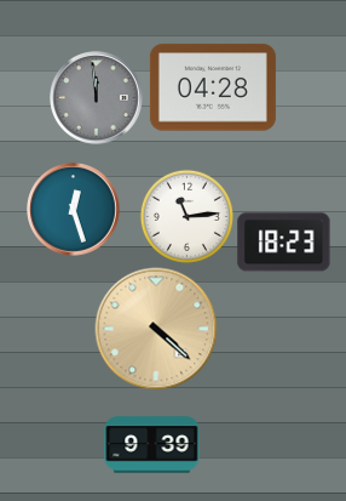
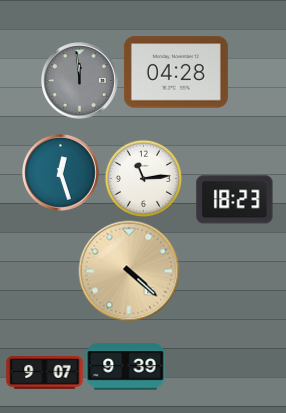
clock at (186, 216) position: (186, 216) -> (143, 178)
clock at (45, 373): none -> 9:07
